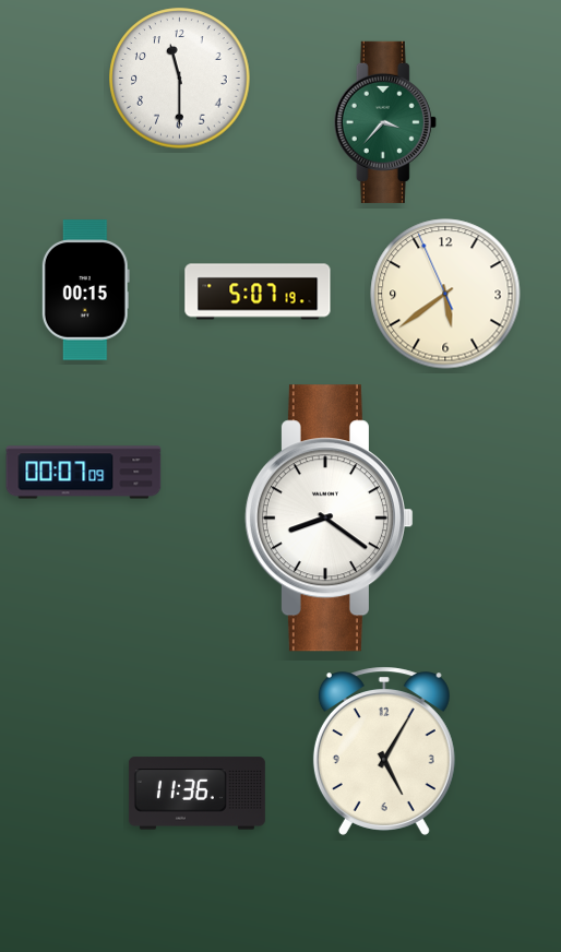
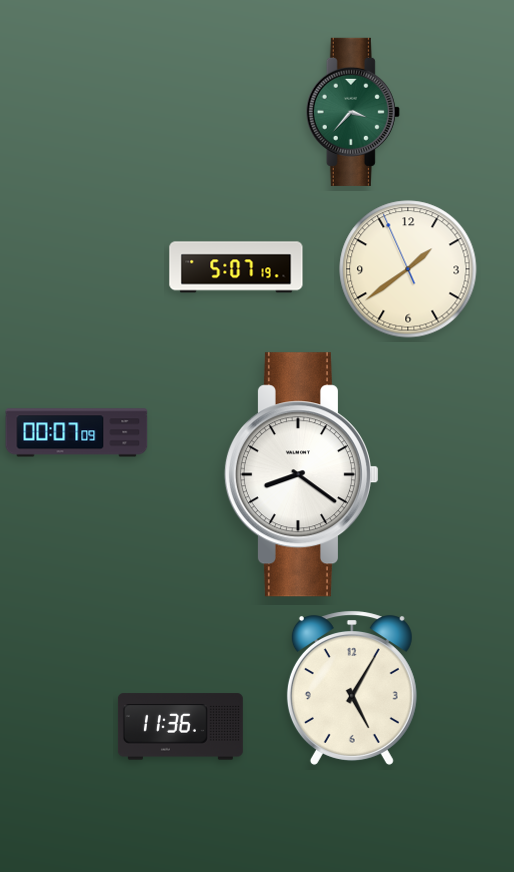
clock at (180, 79): 11:30 -> none
clock at (85, 290): 00:15 -> none
clock at (445, 294): 5:38 -> 1:38
